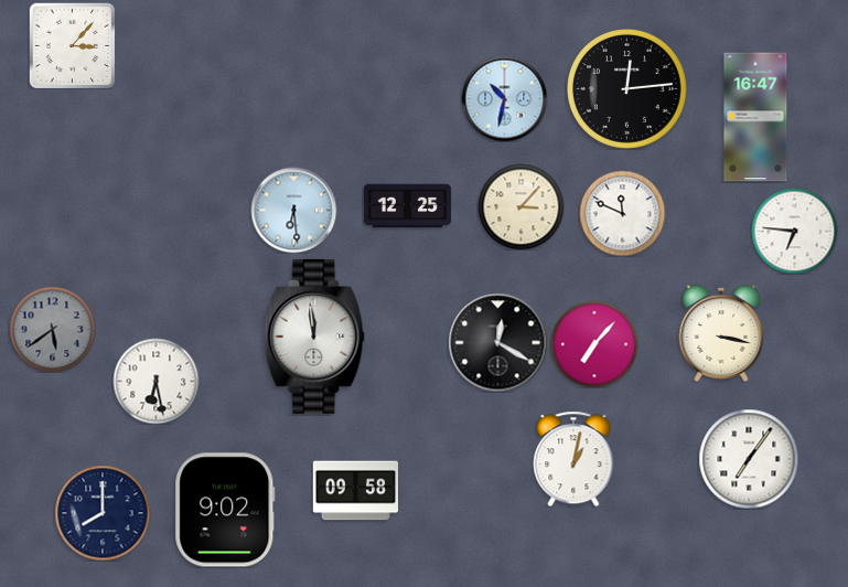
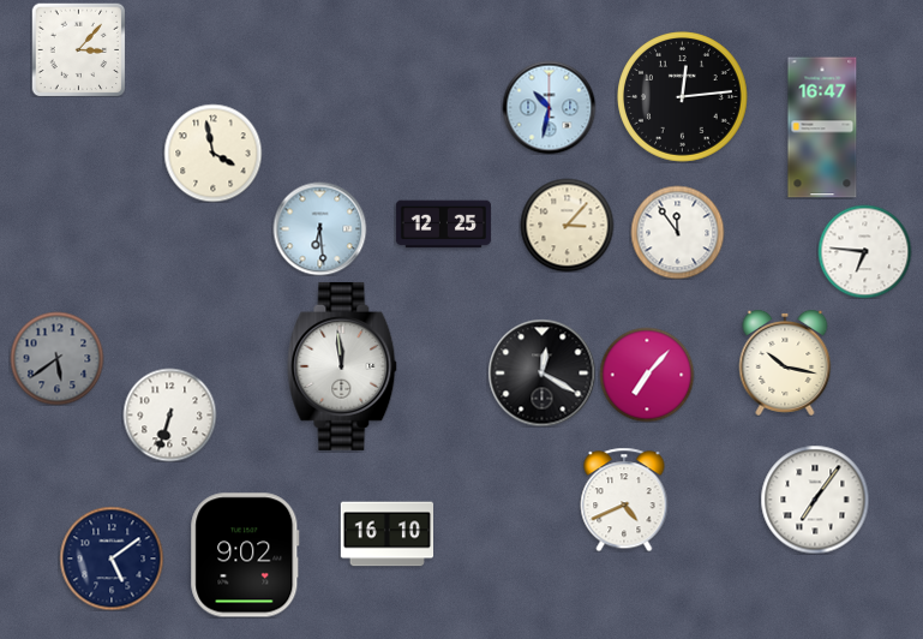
clock at (212, 153): none -> 3:58
clock at (622, 213): 11:49 -> 11:54
clock at (721, 333): 3:17 -> 10:17
clock at (155, 381): 6:28 -> 6:33
clock at (573, 459): 1:02 -> 4:41
clock at (355, 491): 09:58 -> 16:10
clock at (103, 513): 8:00 -> 5:09
